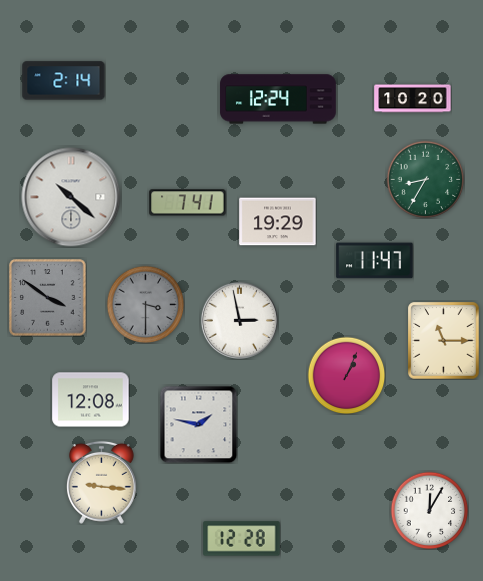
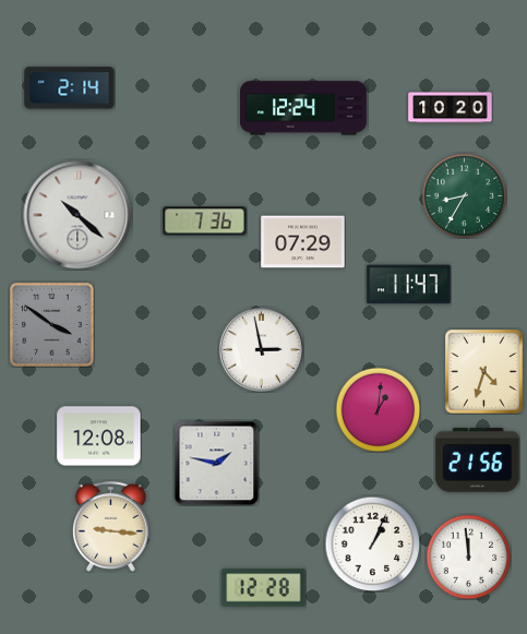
clock at (188, 203): 7:41 -> 7:36
clock at (278, 222): 19:29 -> 07:29
clock at (145, 304): 3:30 -> none
clock at (444, 341): 11:15 -> 4:33
clock at (346, 375): 1:04 -> 1:01
clock at (478, 460): none -> 21:56
clock at (372, 543): none -> 1:04
clock at (429, 510): 12:05 -> 11:59
